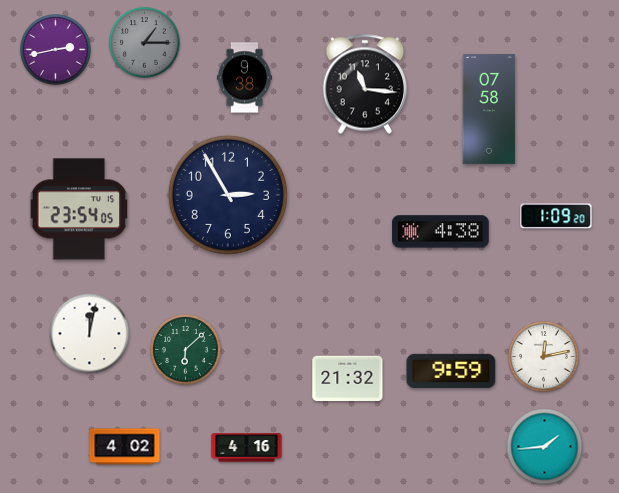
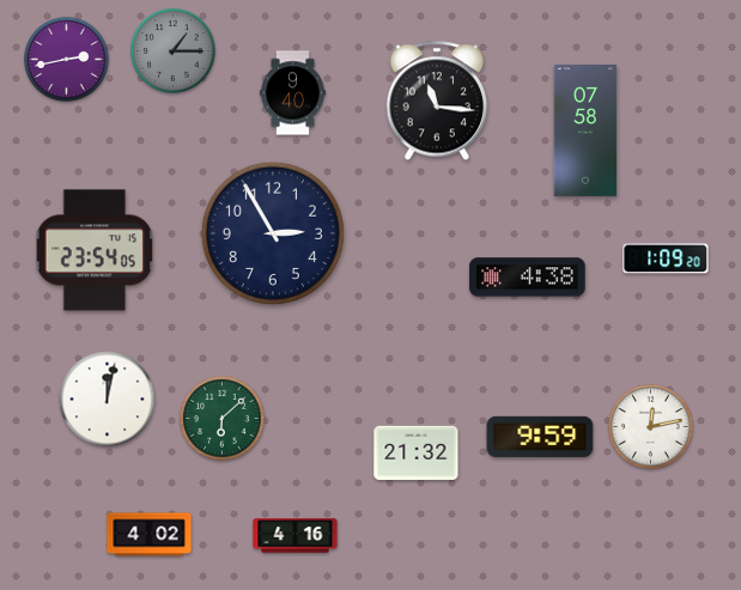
clock at (244, 78): 9:38 -> 9:40
clock at (451, 371) position: (451, 371) -> (540, 437)
clock at (545, 447): 1:44 -> none
